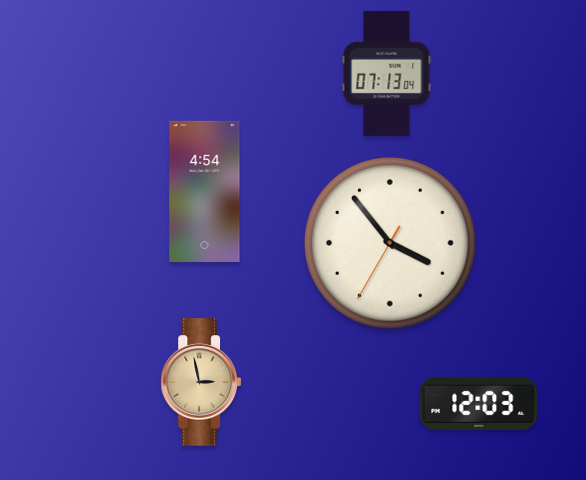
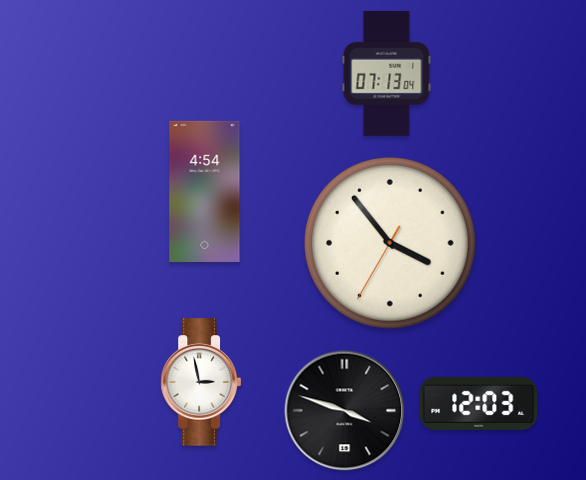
clock at (200, 382) dial: champagne -> white
clock at (345, 411): none -> 3:48
